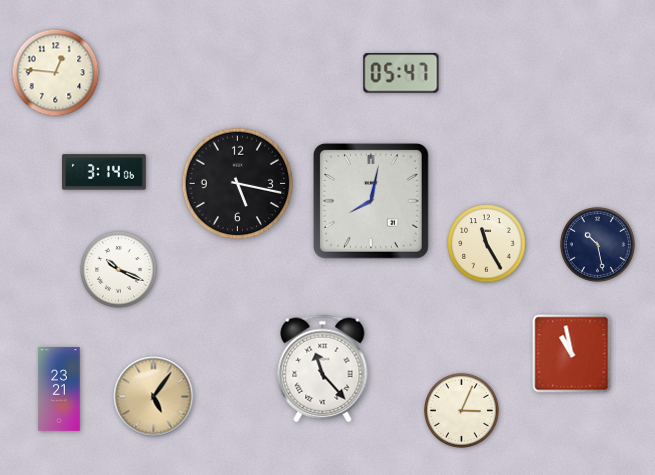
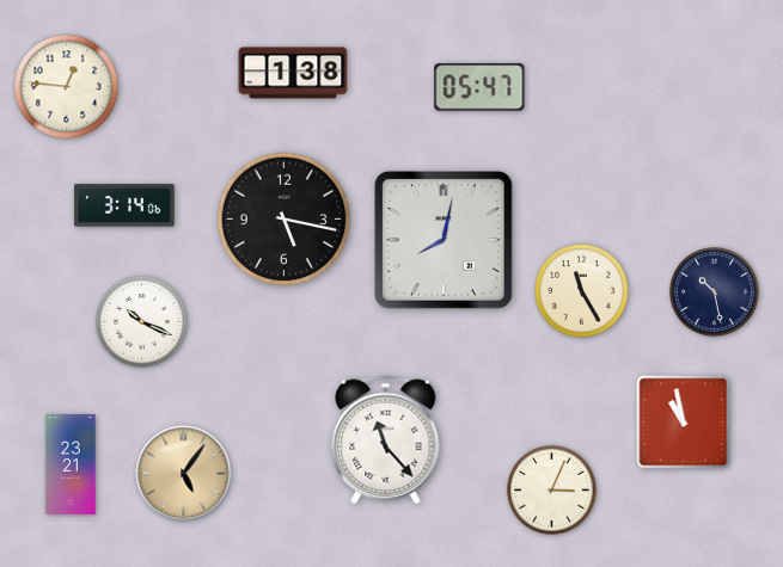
clock at (293, 73): none -> 1:38
